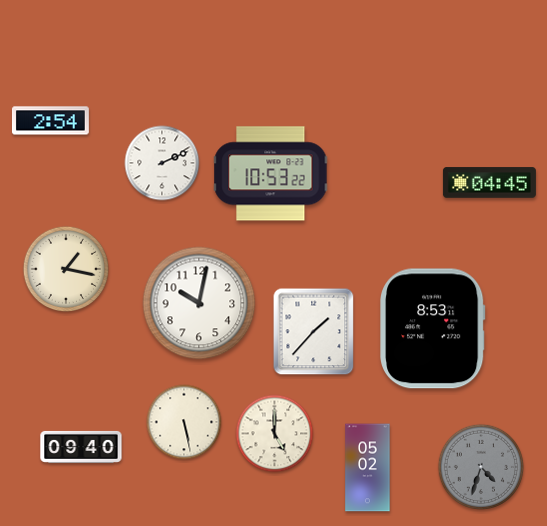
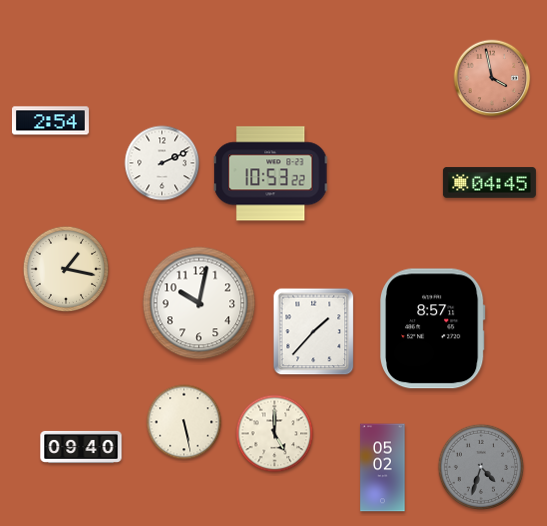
clock at (492, 78): none -> 3:58
clock at (433, 329): 8:53 -> 8:57
clock at (368, 468) position: (368, 468) -> (383, 468)
